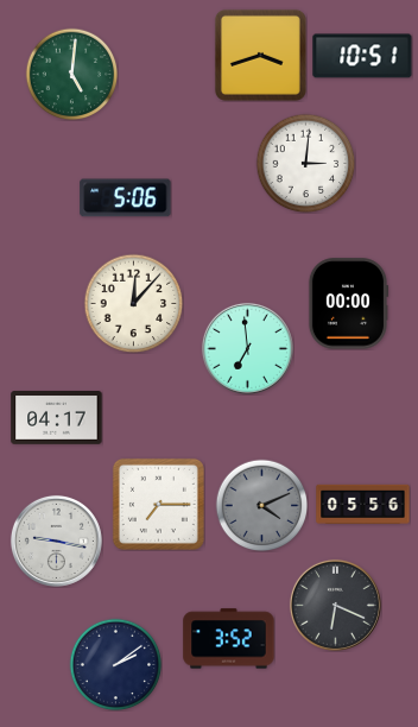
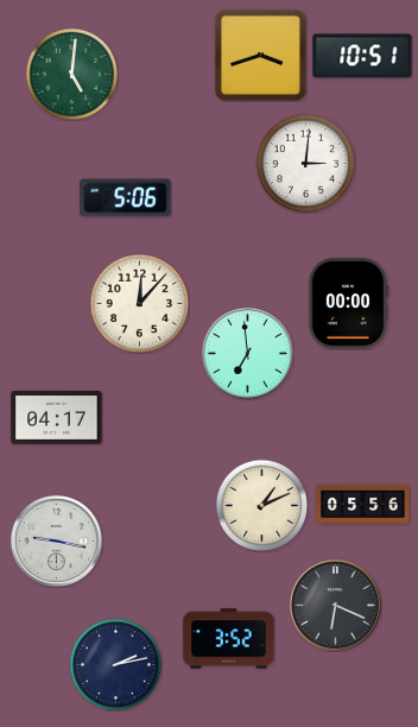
clock at (133, 303) position: (133, 303) -> (139, 303)
clock at (247, 348) position: (247, 348) -> (247, 353)
clock at (158, 504): 7:15 -> none
clock at (261, 505): 4:11 -> 1:11
clock at (261, 505) dial: grey -> cream
clock at (115, 664): 2:09 -> 2:13
